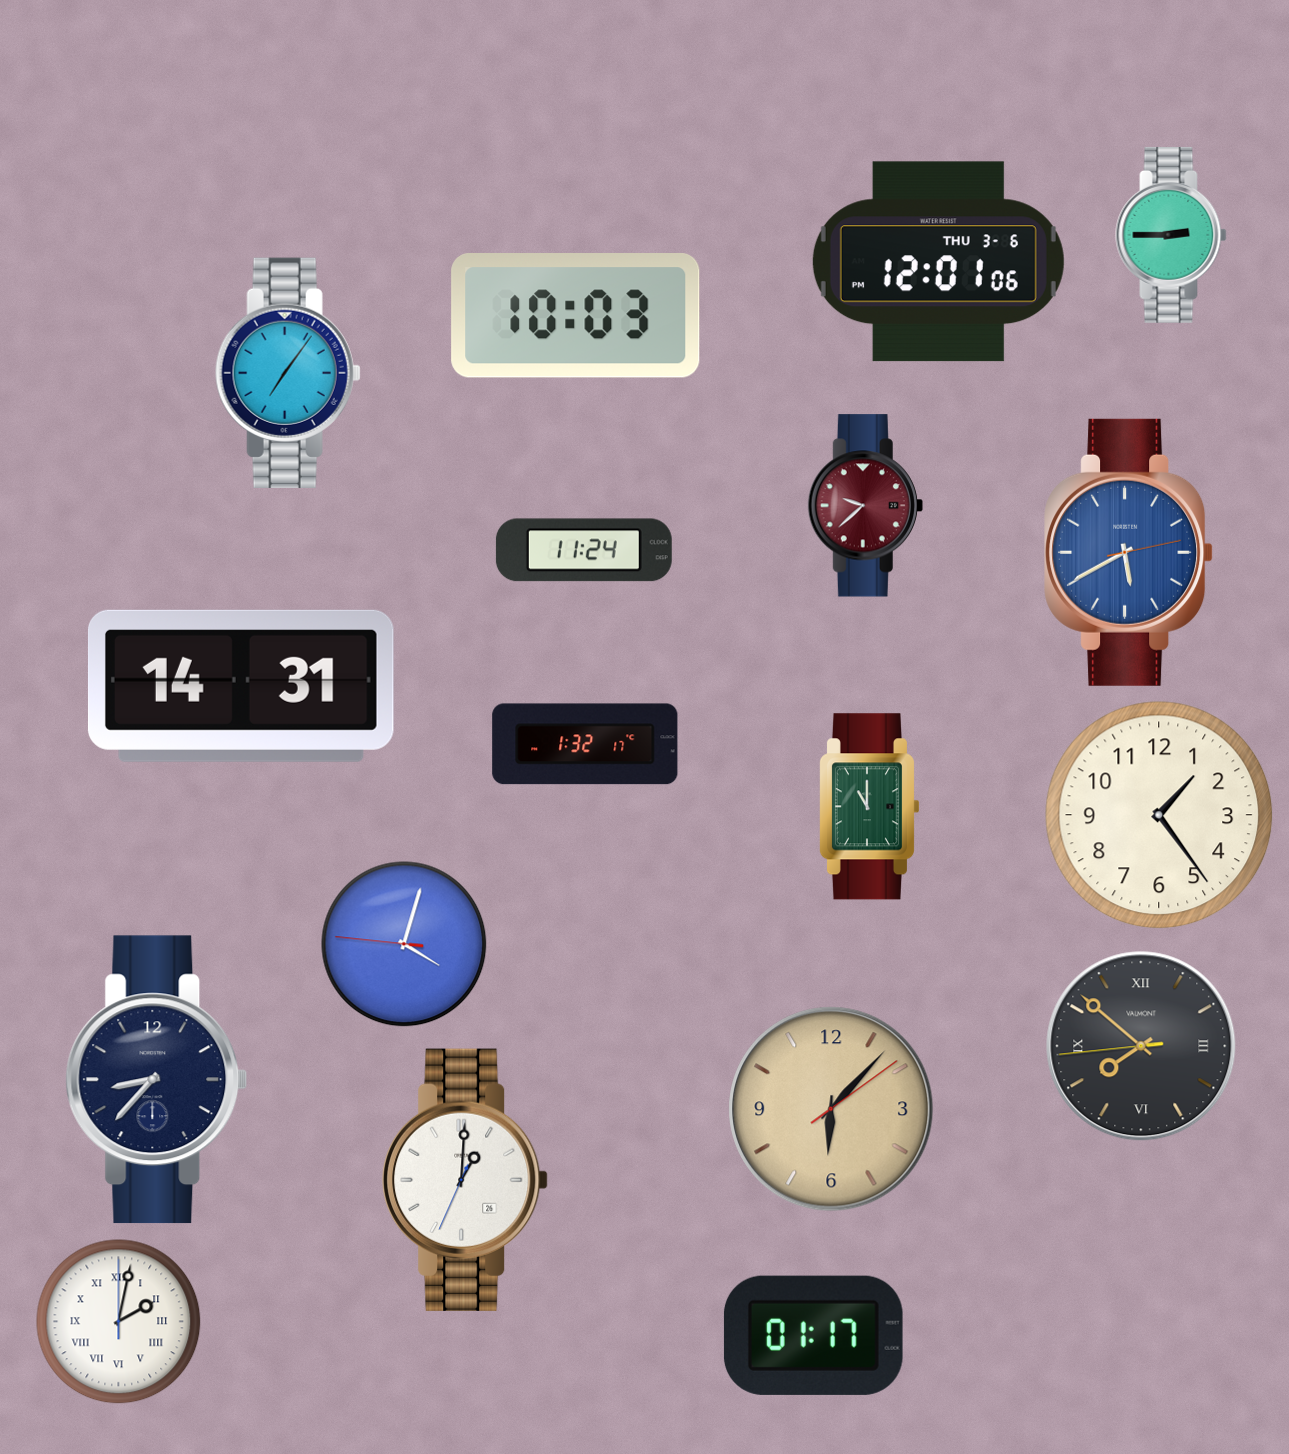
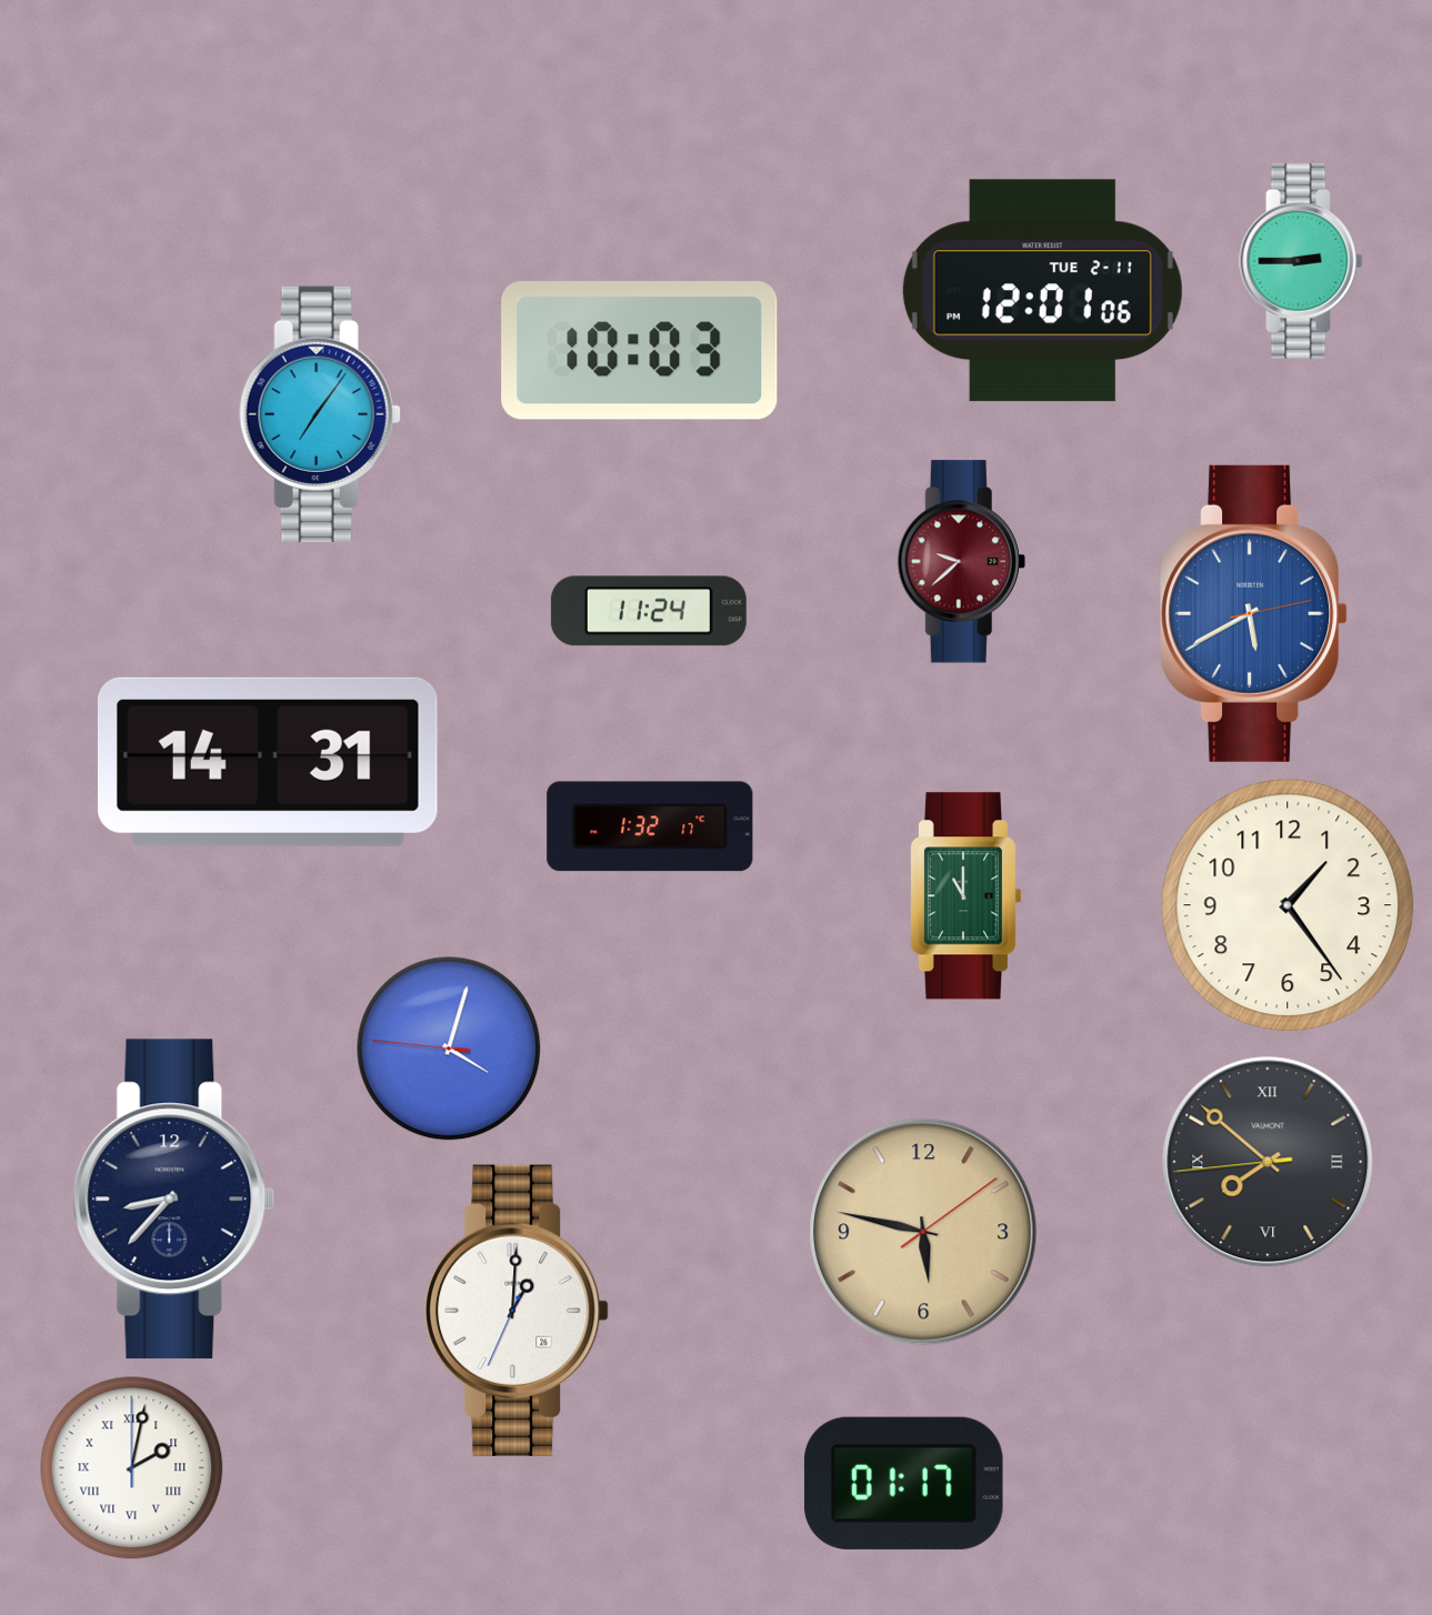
clock at (938, 262) date: THU 3-6 -> TUE 2-11
clock at (831, 1109): 6:07 -> 5:47
